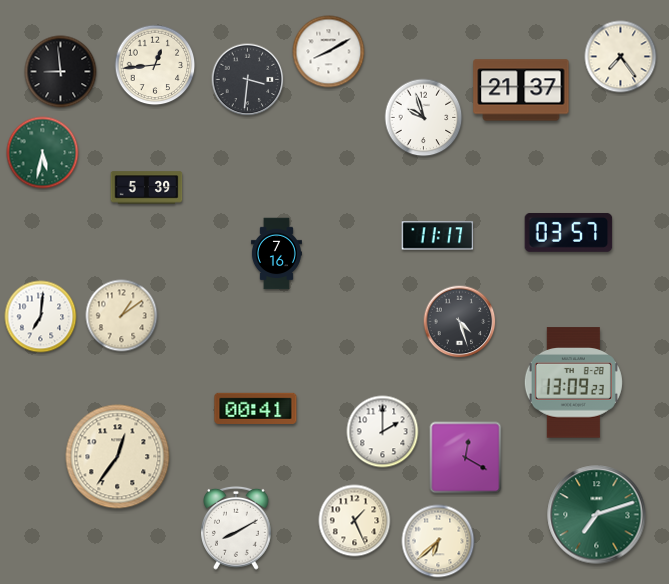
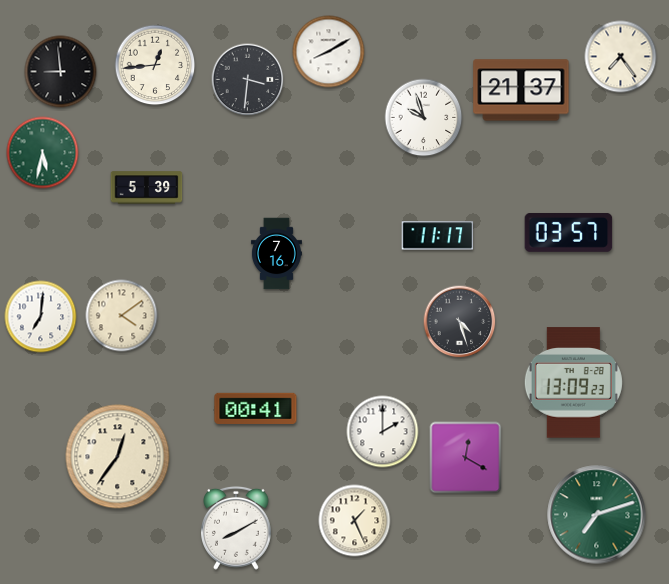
clock at (122, 316): 1:09 -> 4:09
clock at (438, 541): 6:38 -> none
